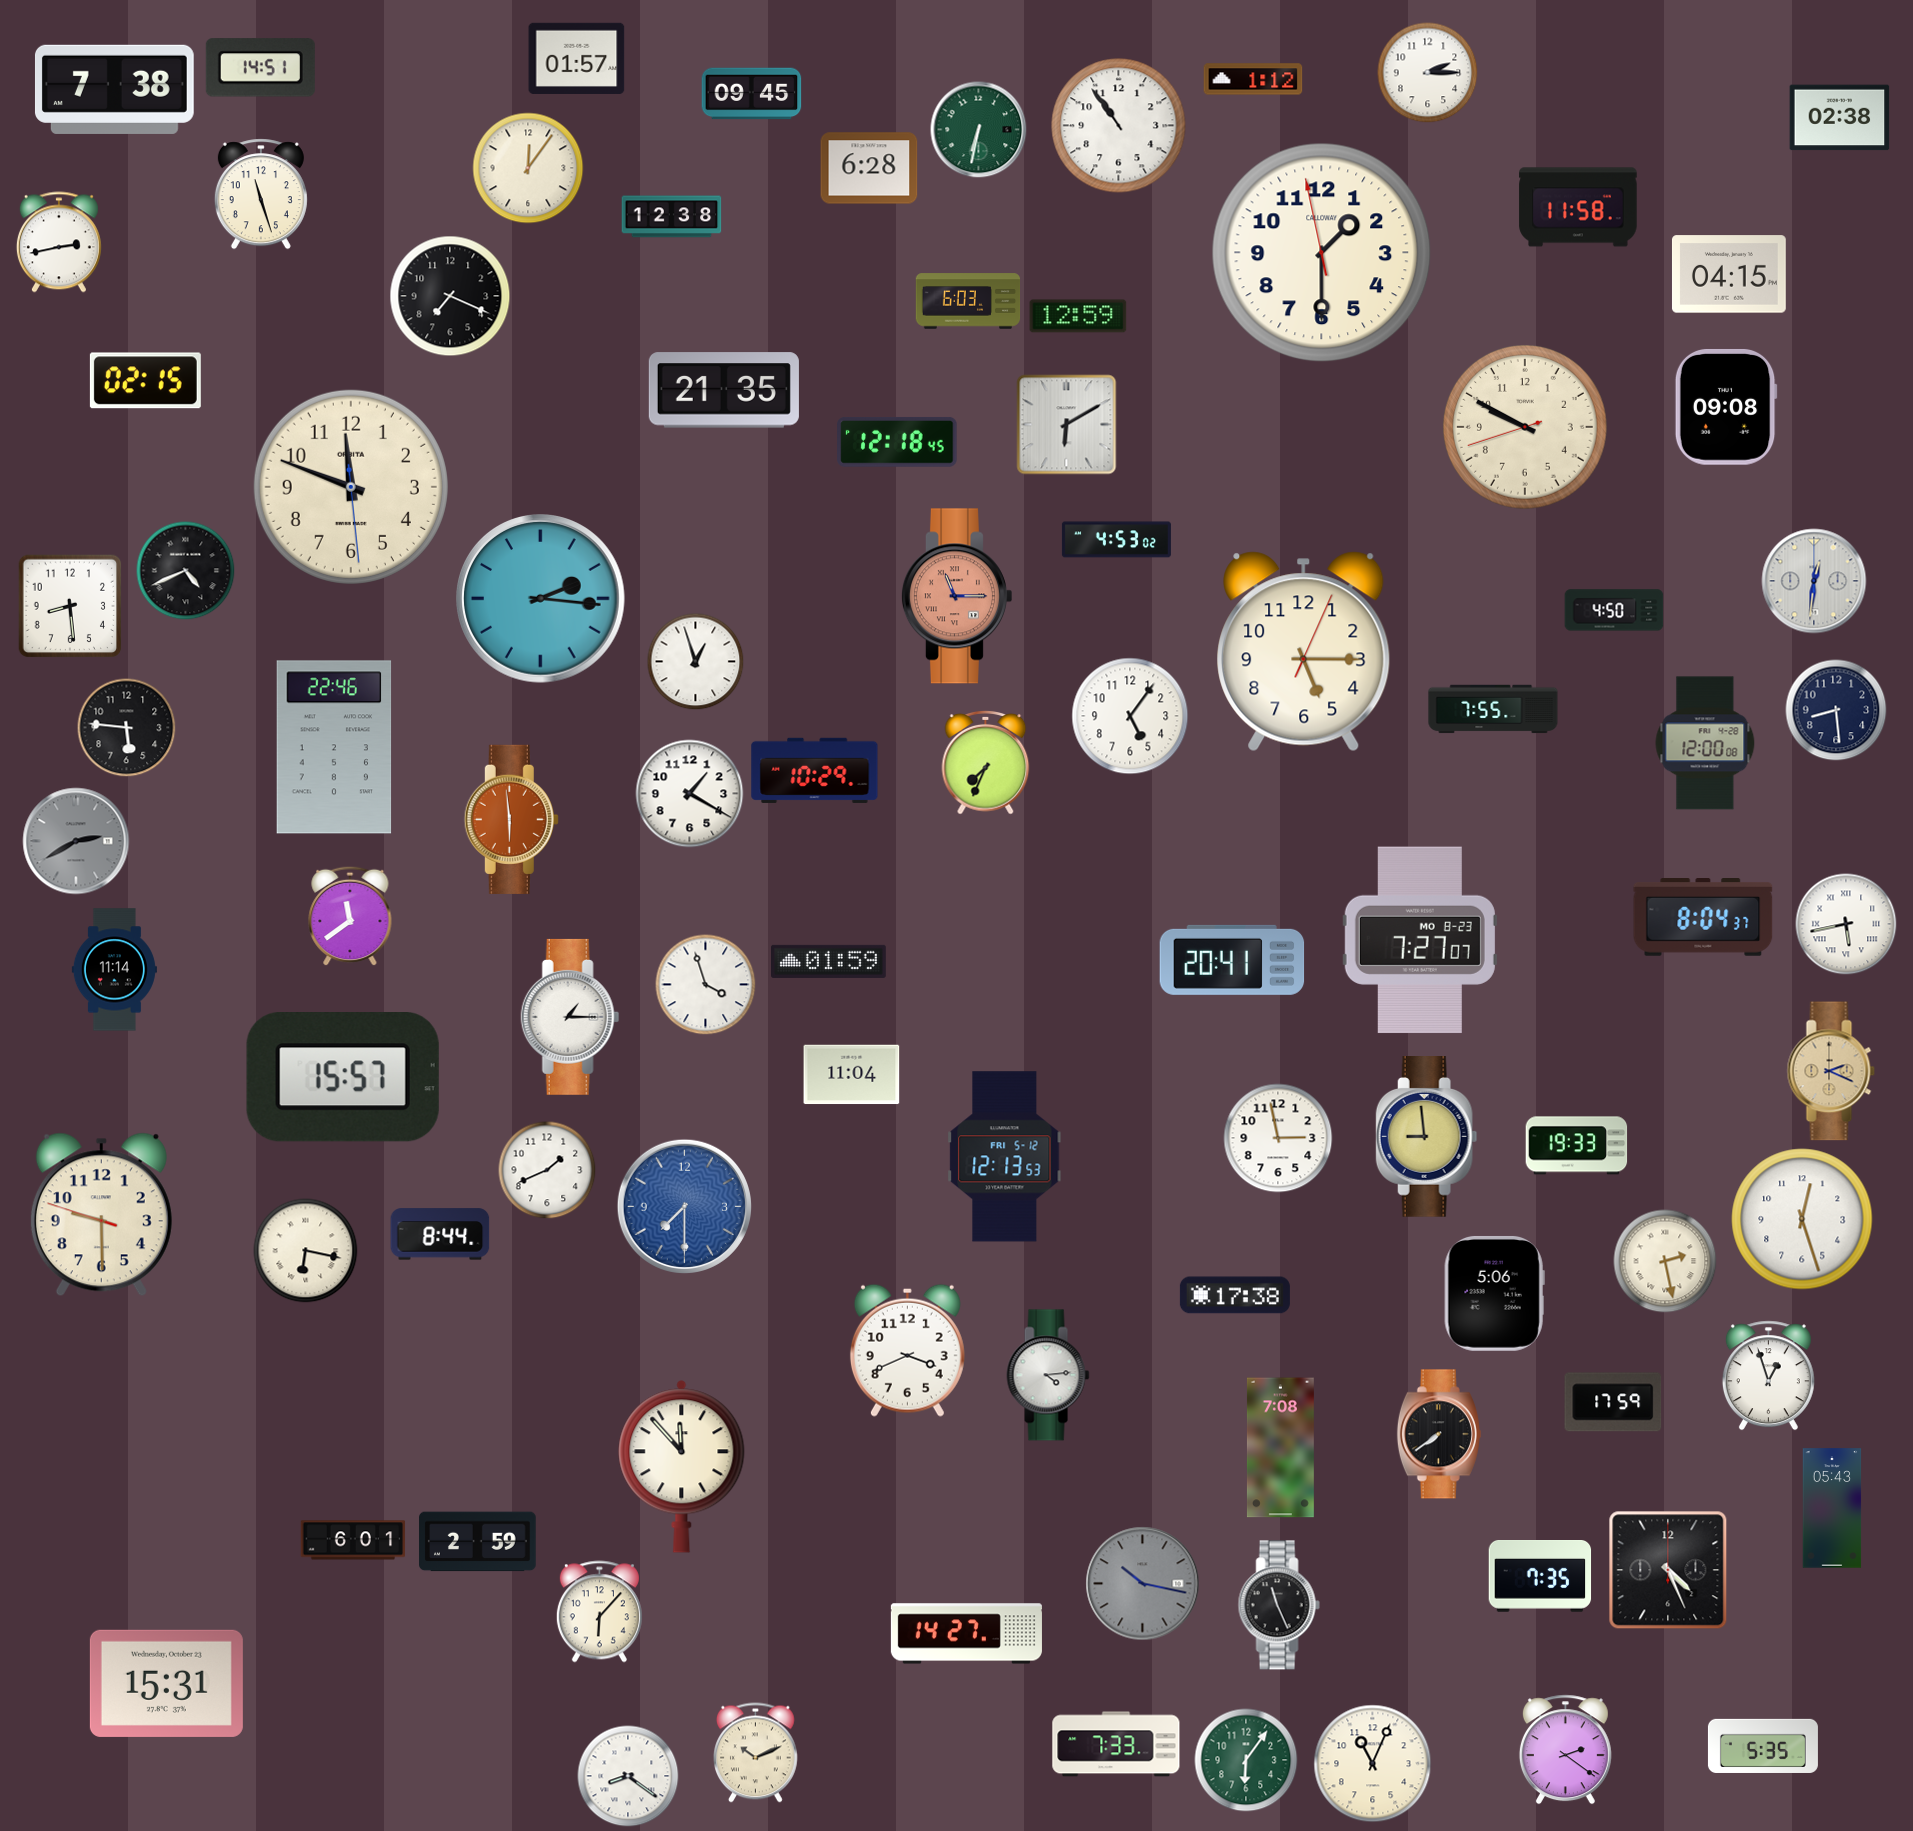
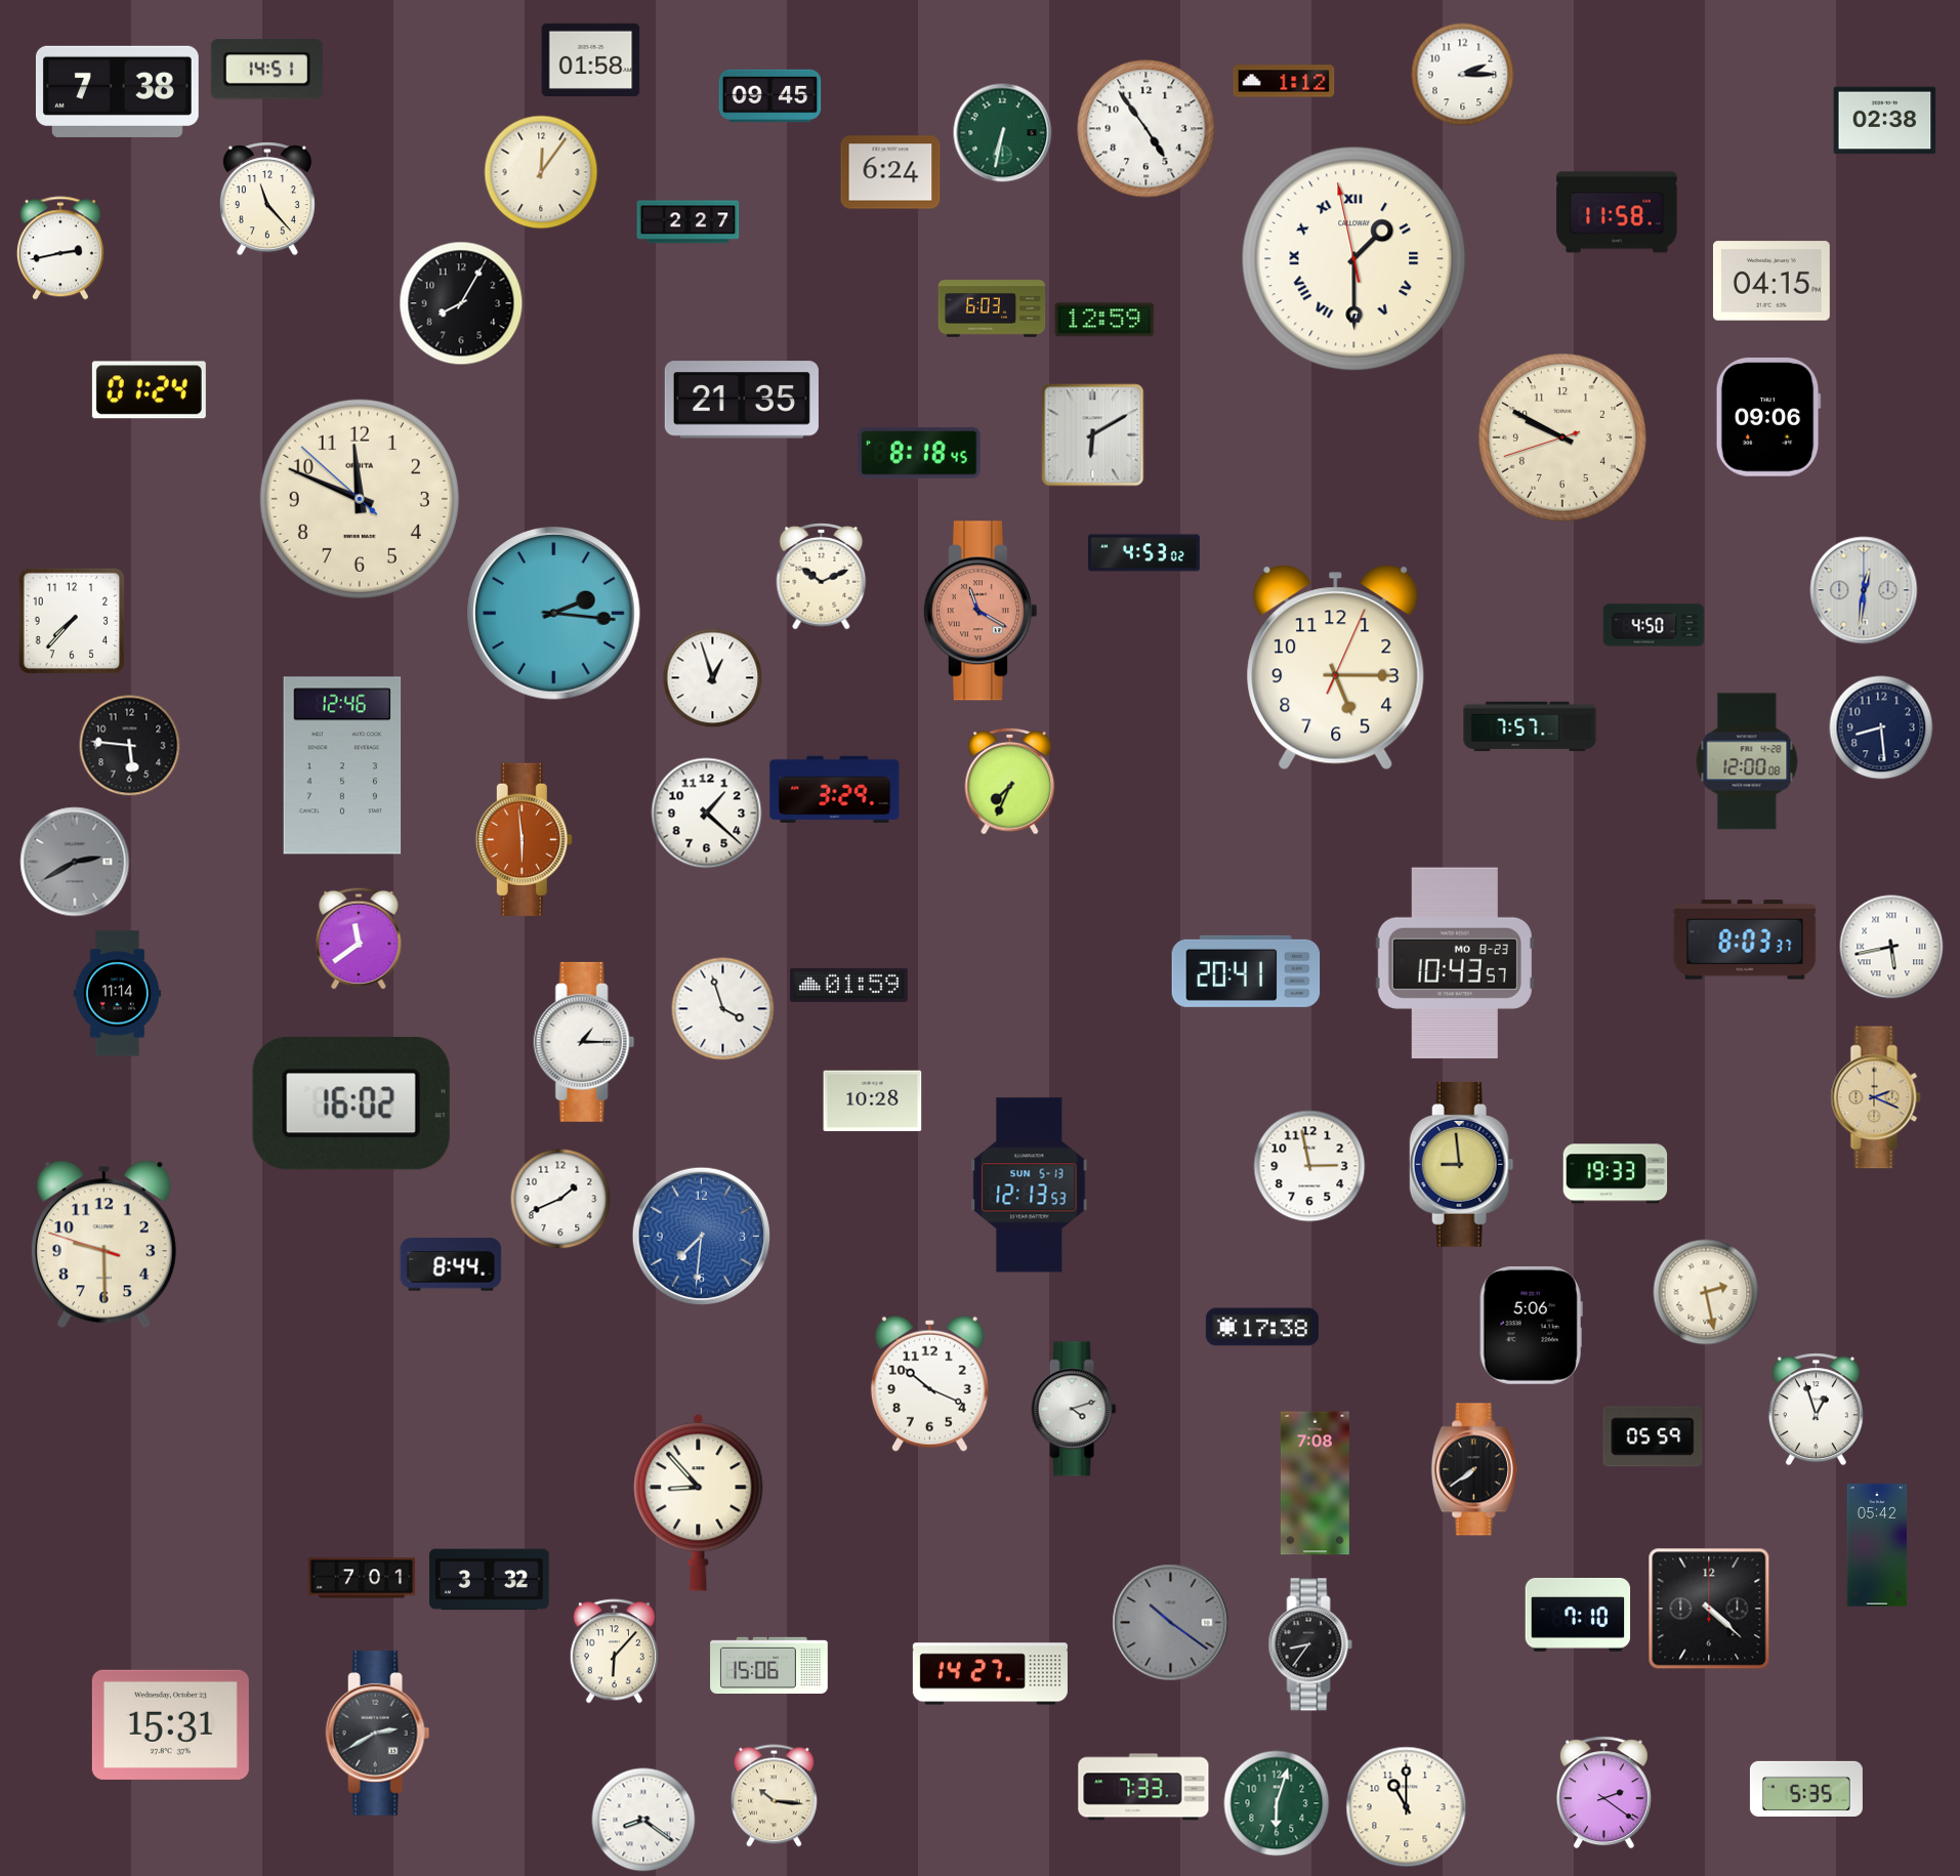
clock at (577, 58): 01:57 -> 01:58
clock at (1119, 126): 10:54 -> 4:54
clock at (869, 168): 6:28 -> 6:24
clock at (261, 194): 11:27 -> 11:23
clock at (672, 217): 12:38 -> 2:27
clock at (1322, 253) numerals: Arabic -> Roman
clock at (450, 296): 7:19 -> 8:05
clock at (1078, 316) position: (1078, 316) -> (1104, 320)
clock at (145, 381): 02:15 -> 01:24
clock at (1726, 407): 09:08 -> 09:06
clock at (897, 442): 12:18 -> 8:18
clock at (351, 487): 11:48:29 -> 11:48:52
clock at (822, 576): none -> 10:11
clock at (186, 571): 4:41 -> none
clock at (1814, 581) position: (1814, 581) -> (1864, 590)
clock at (956, 596): 11:15 -> 11:20
clock at (70, 606): 8:29 -> 7:37
clock at (1493, 709): 7:55 -> 7:57
clock at (1130, 716): 5:06 -> none
clock at (334, 747): 22:46 -> 12:46
clock at (815, 770): 10:29 -> 3:29
clock at (690, 794): 1:20 -> 1:22
clock at (76, 841) position: (76, 841) -> (75, 862)
clock at (1703, 918): 8:04 -> 8:03
clock at (1420, 940): 7:27 -> 10:43
clock at (1232, 960) position: (1232, 960) -> (1246, 971)
clock at (852, 1075): 11:04 -> 10:28
clock at (343, 1078): 15:57 -> 16:02
clock at (1005, 1157) date: FRI 5-12 -> SUN 5-13
clock at (684, 1206): 7:30 -> 7:31
clock at (1802, 1219): 12:27 -> none
clock at (306, 1251): 6:17 -> none
clock at (1235, 1295) position: (1235, 1295) -> (1262, 1327)
clock at (907, 1350): 3:41 -> 10:19
clock at (1048, 1375): 4:14 -> 4:12
clock at (1768, 1376) position: (1768, 1376) -> (1816, 1410)
clock at (1613, 1402): 17:59 -> 05:59
clock at (1280, 1448) position: (1280, 1448) -> (1315, 1484)
clock at (682, 1467): 11:53 -> 8:53
clock at (1832, 1508): 05:43 -> 05:42
clock at (353, 1540): 6:01 -> 7:01
clock at (478, 1542): 2:59 -> 3:32
clock at (1668, 1570): 4:26 -> 4:22
clock at (1540, 1577): 7:35 -> 7:10
clock at (1143, 1584): 10:17 -> 10:21
clock at (1279, 1605): 11:26 -> 8:36
clock at (769, 1665): none -> 15:06
clock at (378, 1734): none -> 2:40
clock at (756, 1753): 10:11 -> 10:16
clock at (1246, 1760): 6:06 -> 6:03
clock at (1373, 1764): 11:04 -> 11:00
